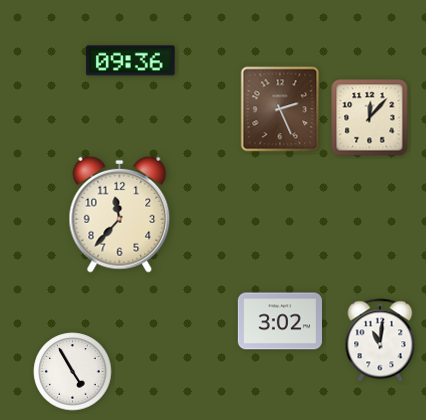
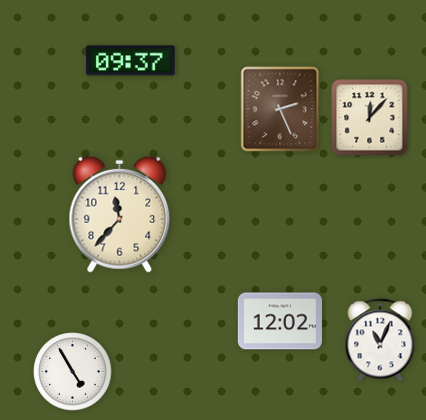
clock at (131, 61): 09:36 -> 09:37
clock at (280, 321): 3:02 -> 12:02
clock at (380, 340): 11:01 -> 11:04
